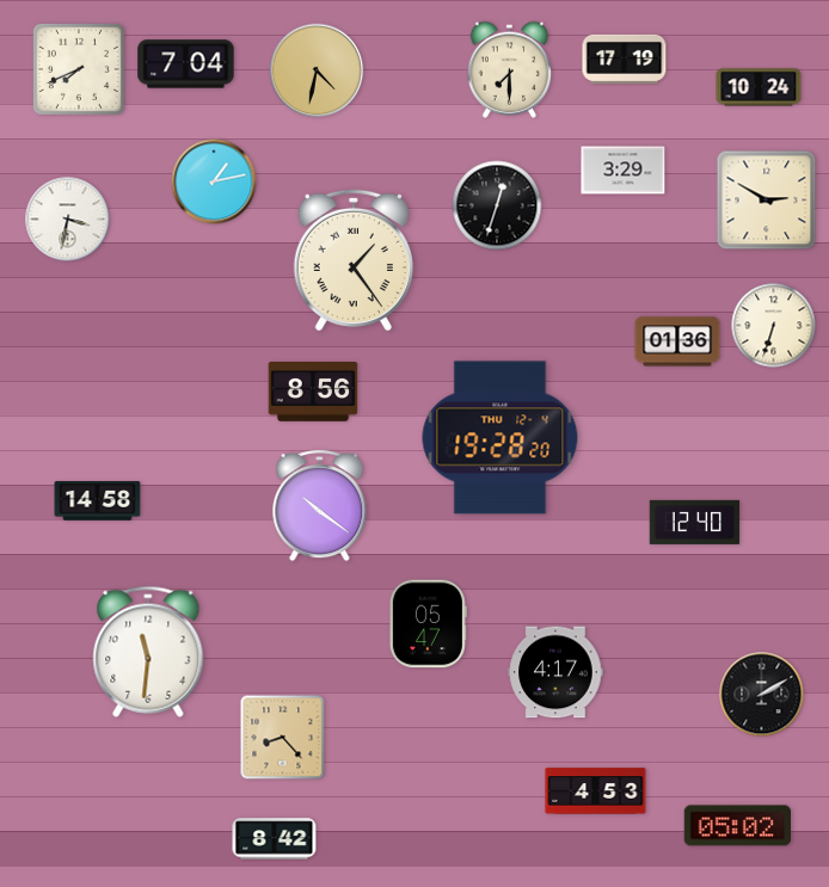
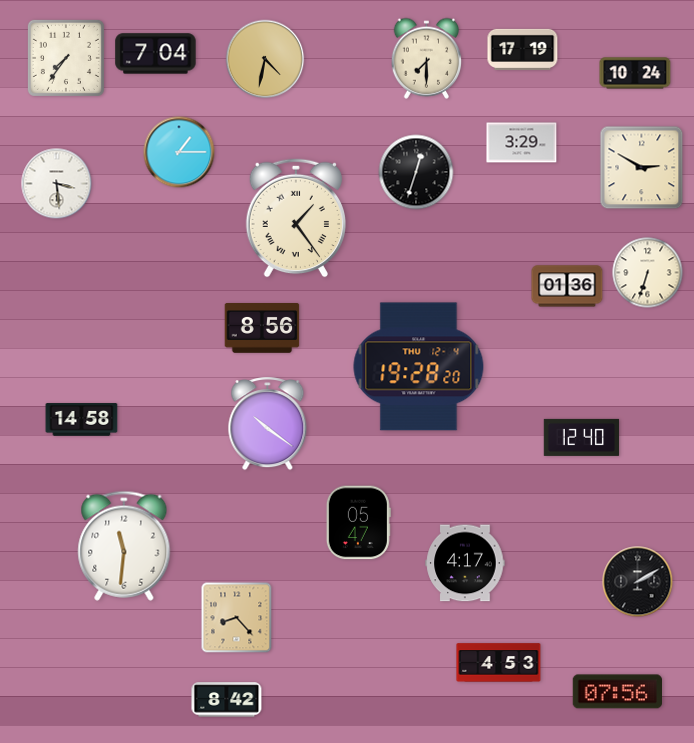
clock at (79, 69): 7:41 -> 7:36
clock at (214, 181): 1:13 -> 1:15
clock at (68, 220): 3:32 -> 3:29
clock at (737, 826): 05:02 -> 07:56
clock at (275, 839) position: (275, 839) -> (227, 700)
